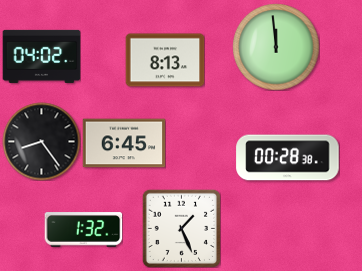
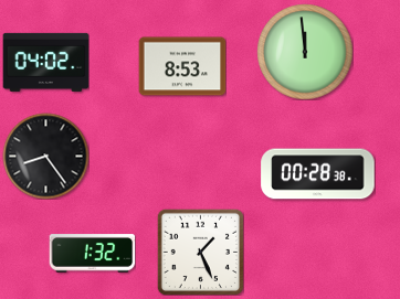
clock at (165, 60): 8:13 -> 8:53
clock at (124, 143): 6:45 -> none
